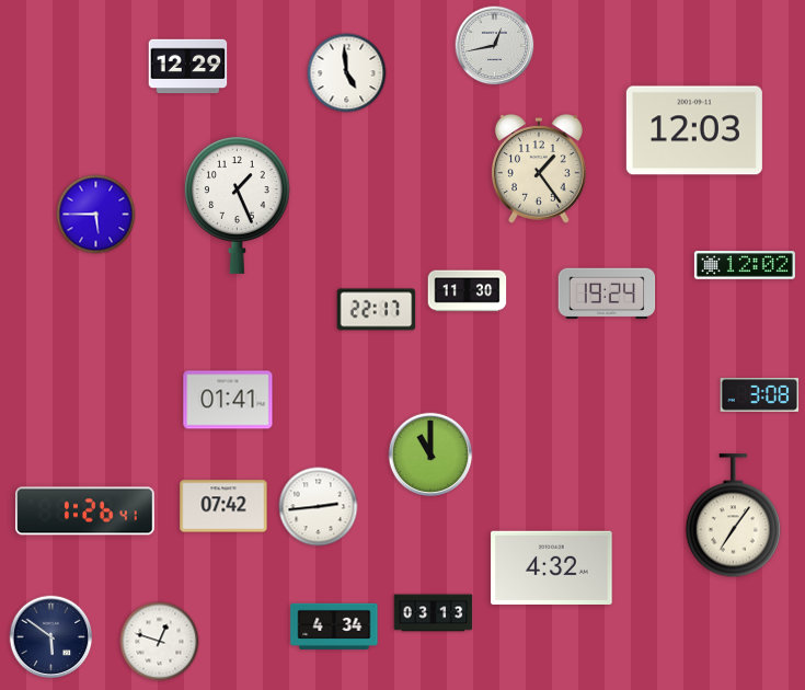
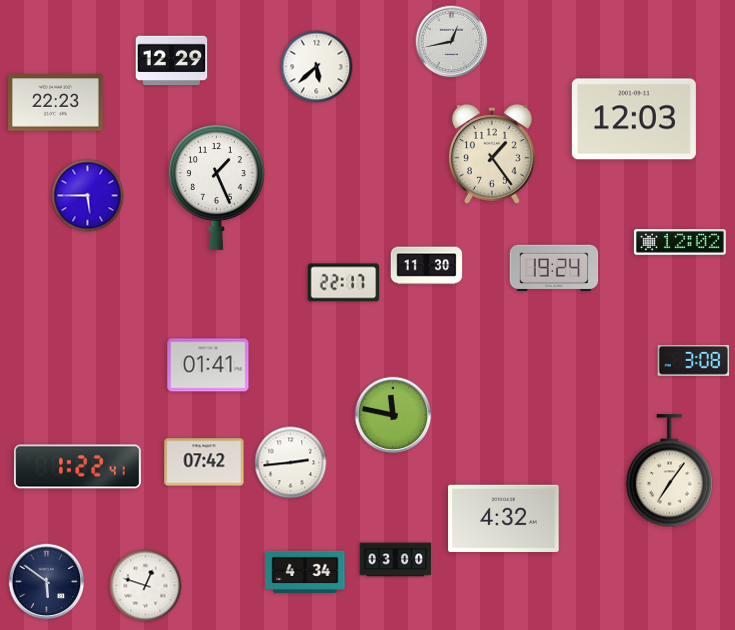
clock at (347, 73): 4:59 -> 5:38
clock at (56, 103): none -> 22:23
clock at (430, 455): 11:00 -> 11:47
clock at (85, 511): 1:26 -> 1:22
clock at (434, 613): 03:13 -> 03:00
